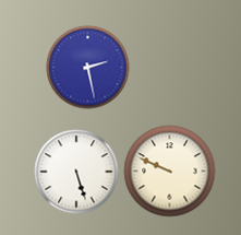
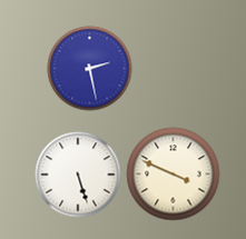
clock at (170, 172): 9:49 -> 3:49
